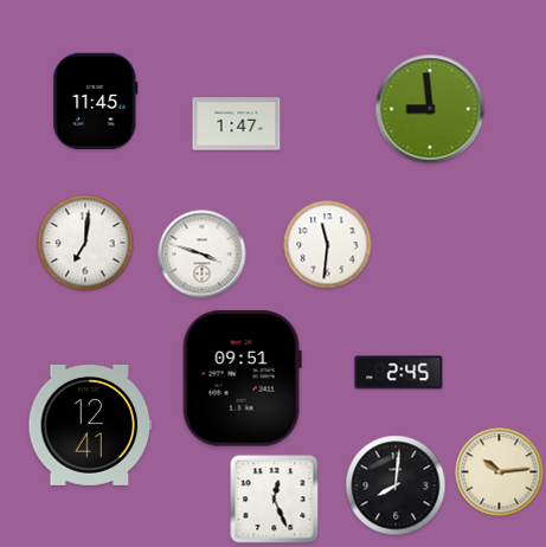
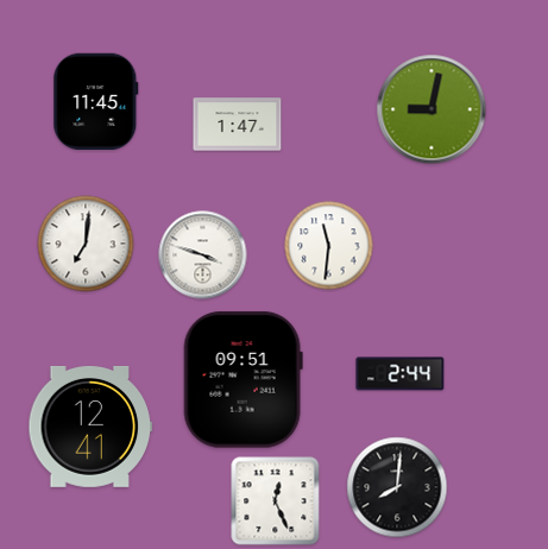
clock at (430, 109): 8:59 -> 9:02
clock at (399, 373): 2:45 -> 2:44
clock at (500, 472): 10:14 -> none
